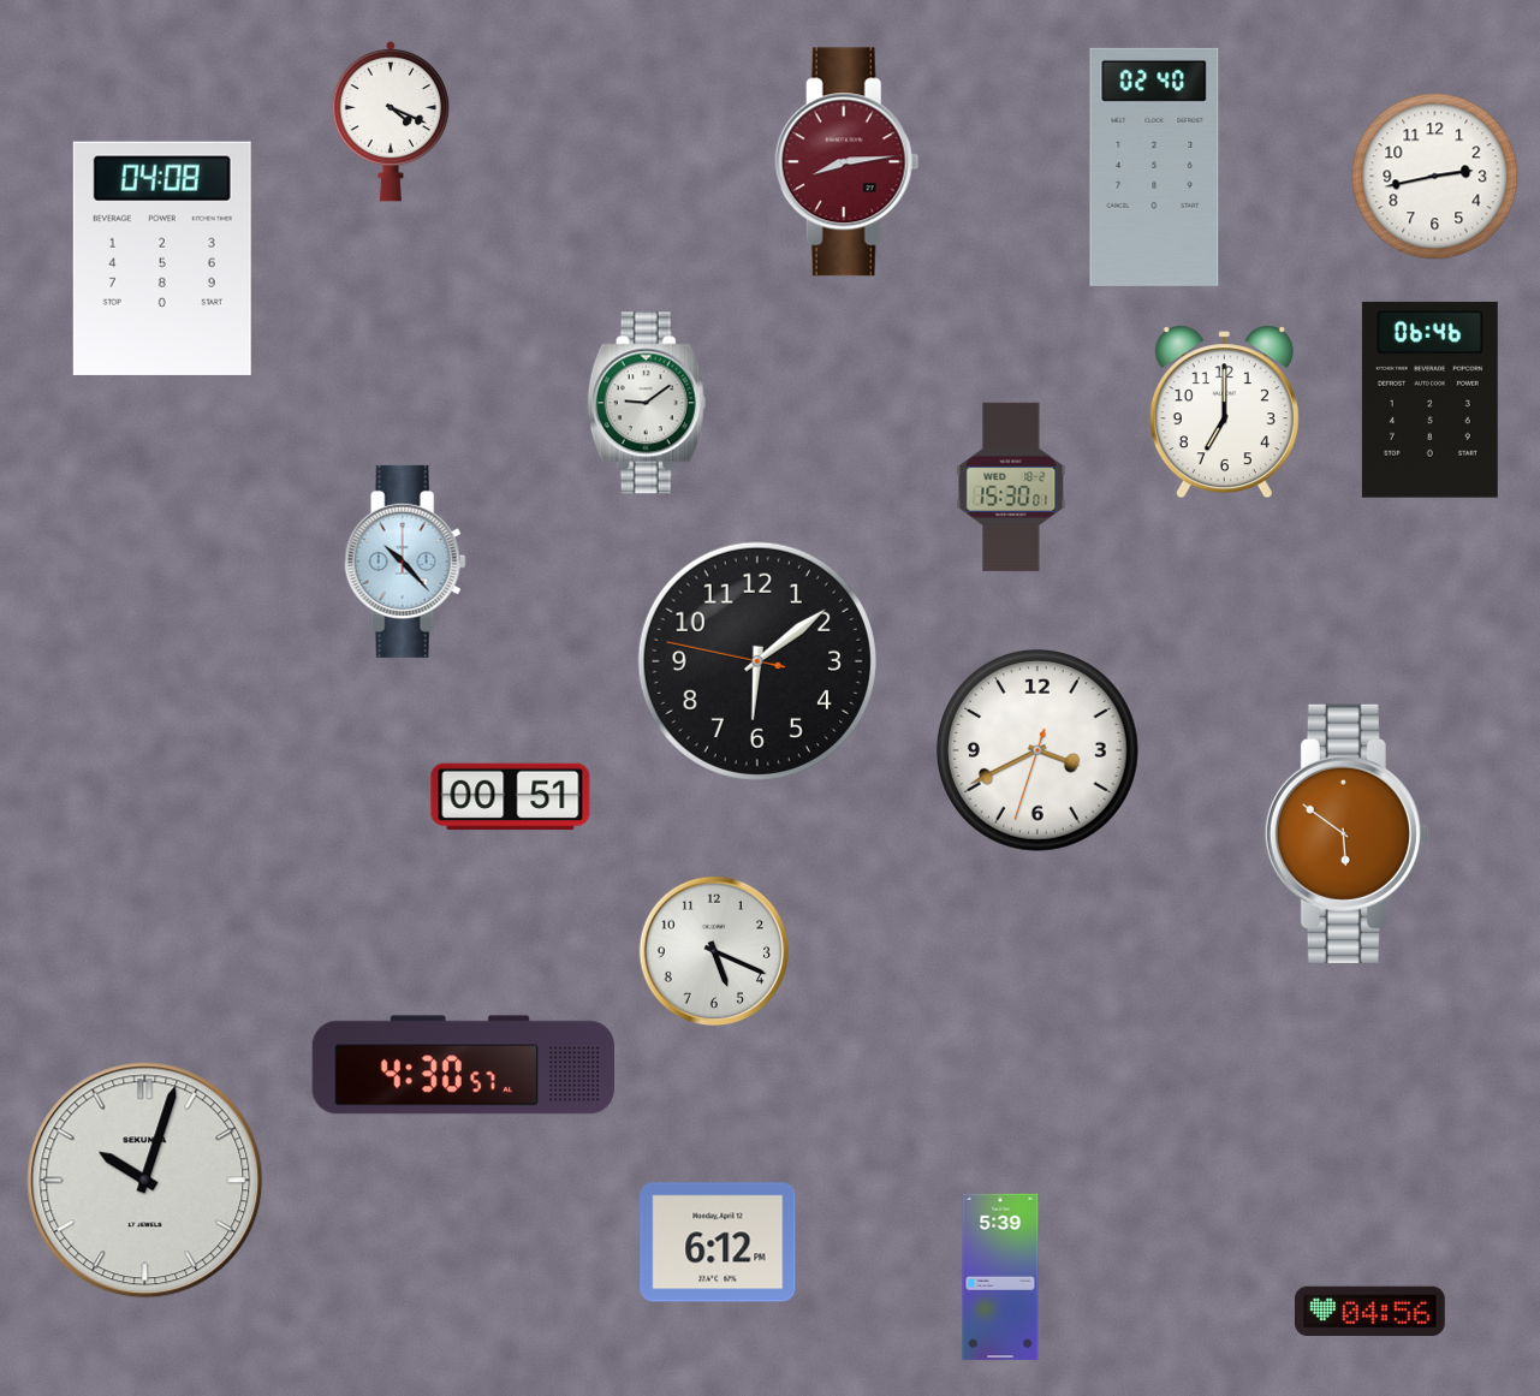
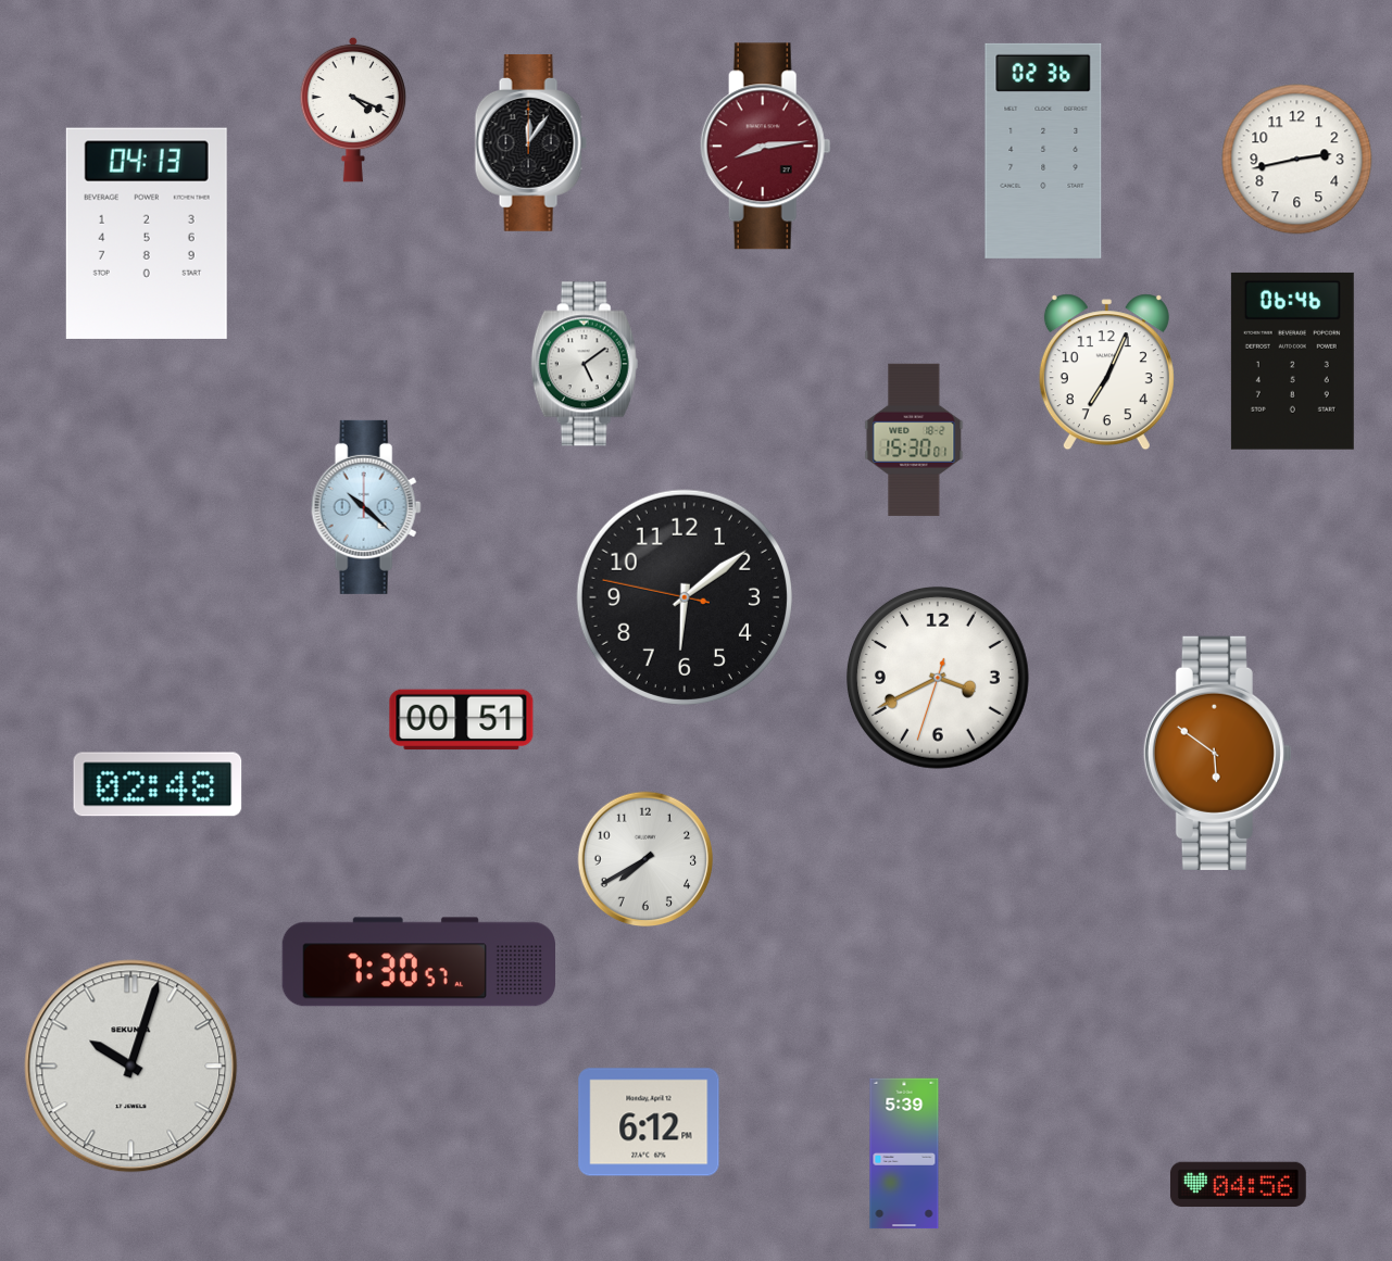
clock at (530, 142): none -> 12:06
clock at (1154, 167): 02:40 -> 02:36
clock at (162, 259): 04:08 -> 04:13
clock at (647, 403): 9:09 -> 5:09
clock at (1224, 412): 7:00 -> 7:04
clock at (405, 562): 10:23 -> 10:22
clock at (158, 784): none -> 02:48
clock at (714, 951): 5:19 -> 7:40
clock at (463, 1065): 4:30 -> 7:30
